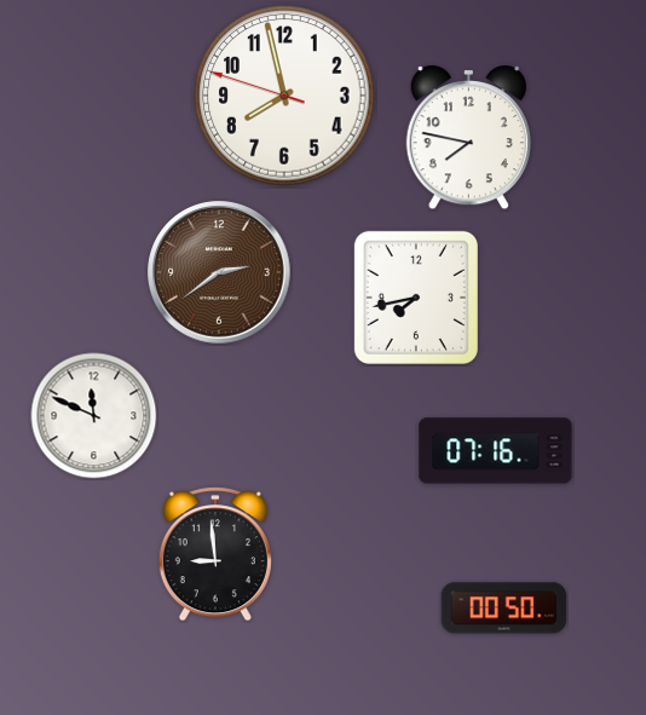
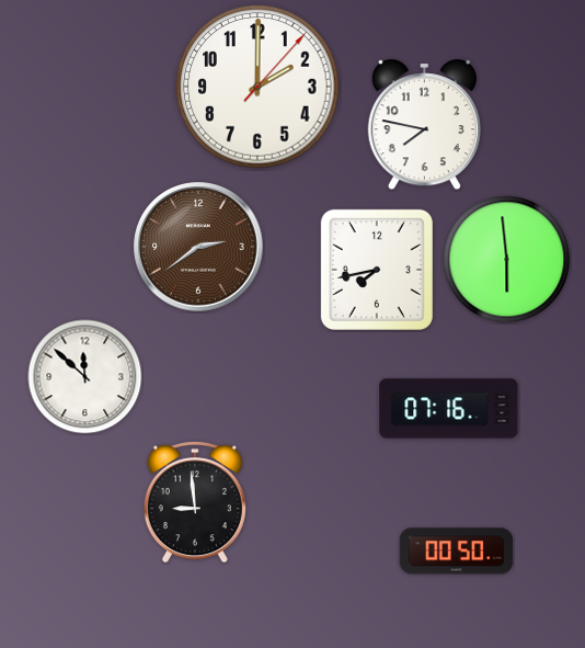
clock at (284, 96): 7:57 -> 2:00
clock at (507, 260): none -> 5:59
clock at (94, 416): 11:49 -> 11:52
